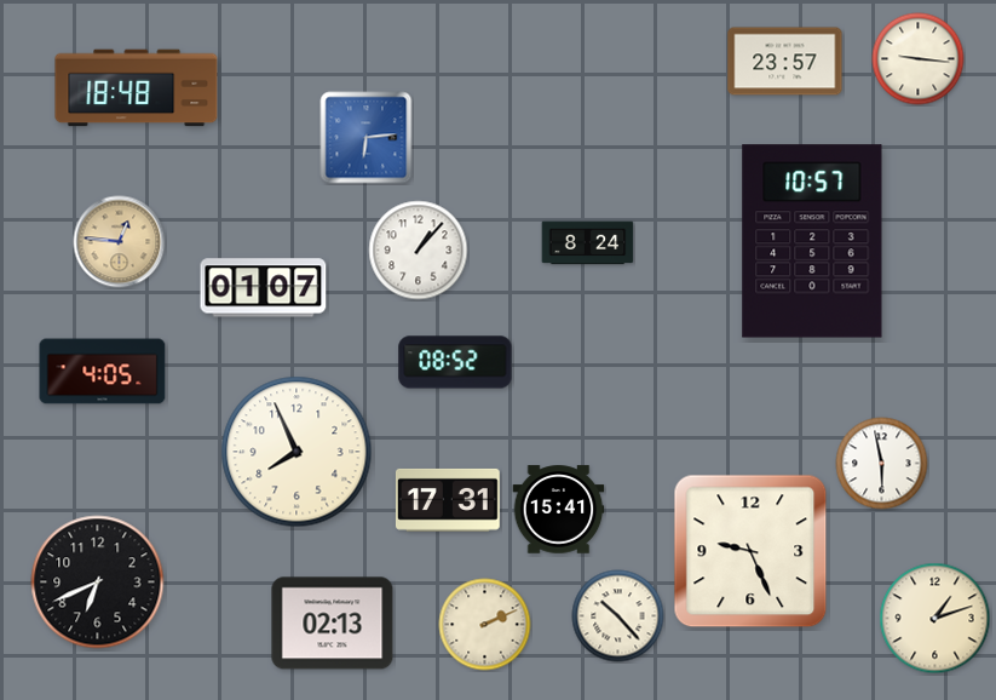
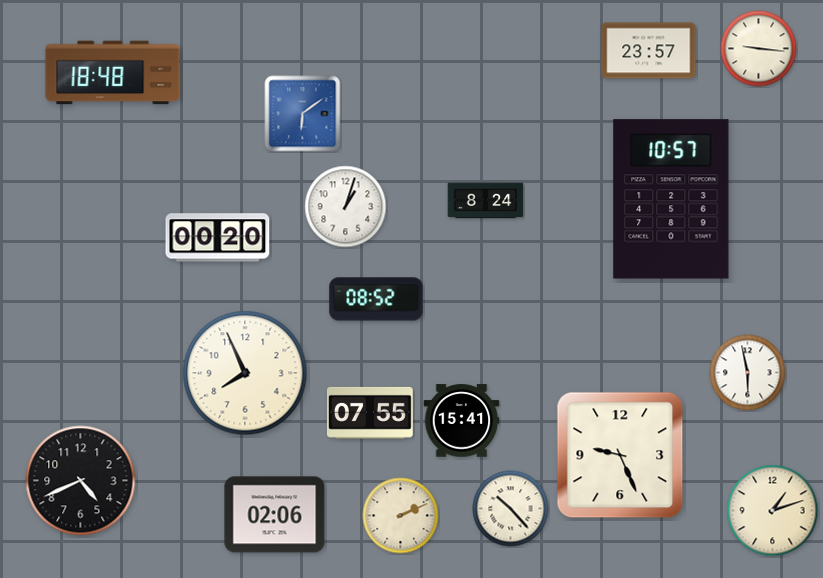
clock at (367, 138): 6:14 -> 6:09
clock at (120, 242): 12:46 -> none
clock at (419, 251): 1:07 -> 1:03
clock at (264, 288): 01:07 -> 00:20
clock at (103, 372): 4:05 -> none
clock at (882, 464) position: (882, 464) -> (748, 373)
clock at (448, 500): 17:31 -> 07:55
clock at (98, 583): 6:41 -> 4:41
clock at (333, 624): 02:13 -> 02:06
